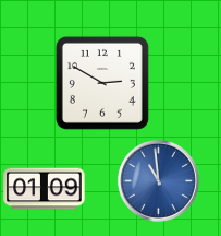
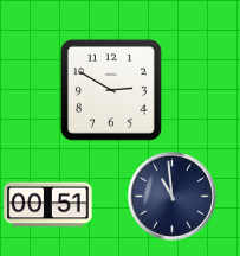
clock at (158, 180) dial: blue -> navy
clock at (45, 189): 01:09 -> 00:51
